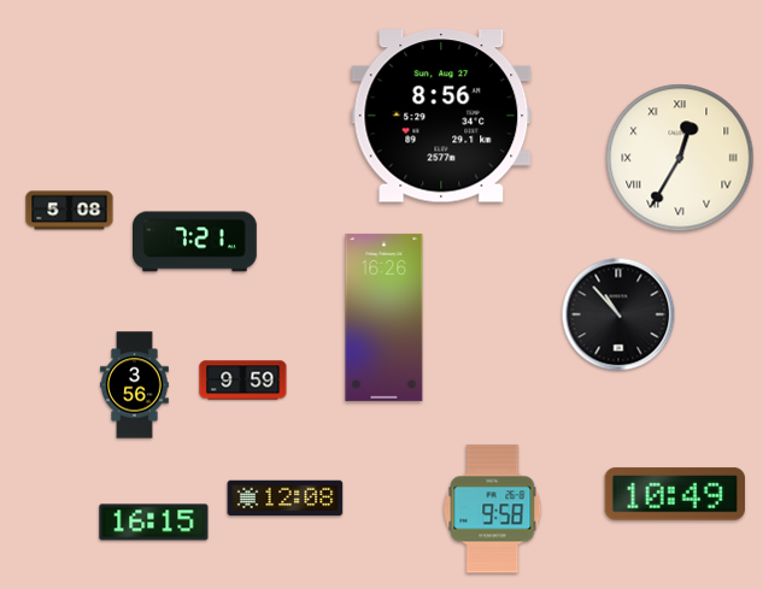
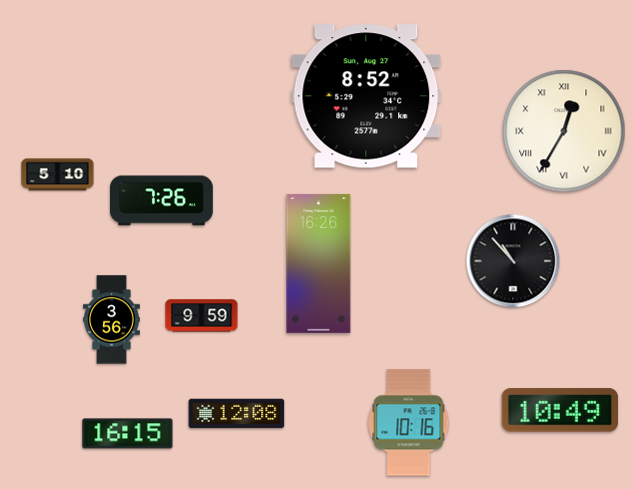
clock at (441, 116): 8:56 -> 8:52
clock at (70, 211): 5:08 -> 5:10
clock at (195, 242): 7:21 -> 7:26
clock at (493, 510): 9:58 -> 10:16
